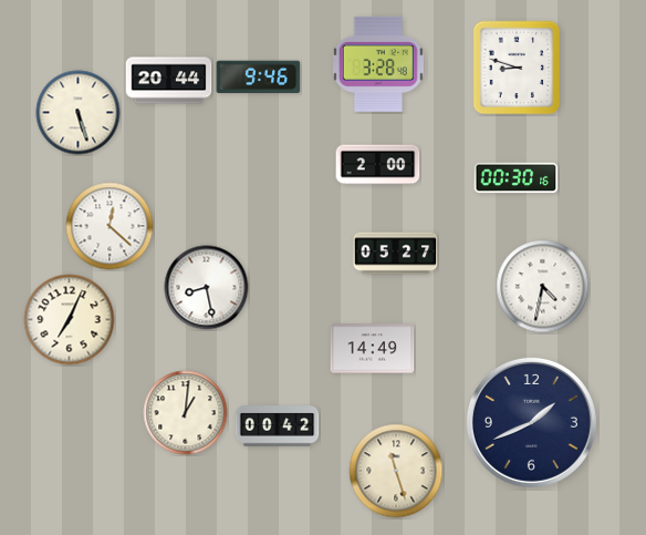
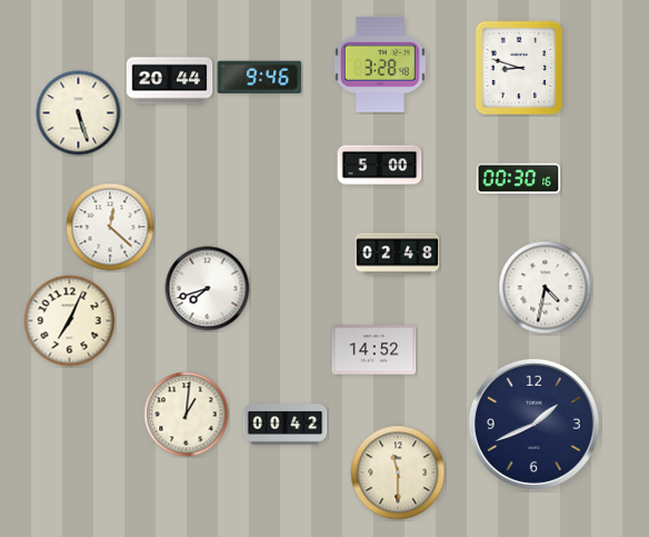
clock at (378, 165): 2:00 -> 5:00
clock at (396, 254): 05:27 -> 02:48
clock at (207, 288): 8:28 -> 7:42
clock at (373, 349): 14:49 -> 14:52
clock at (278, 426) position: (278, 426) -> (286, 425)
clock at (396, 471): 11:27 -> 11:30
